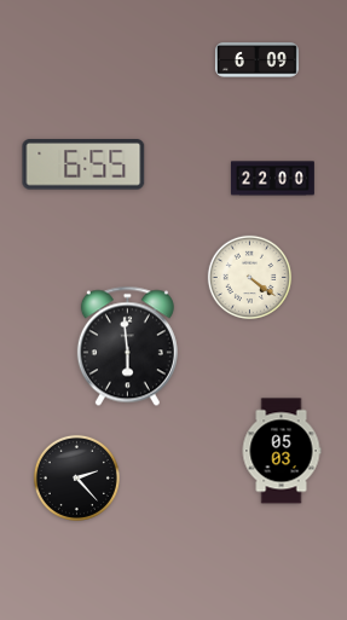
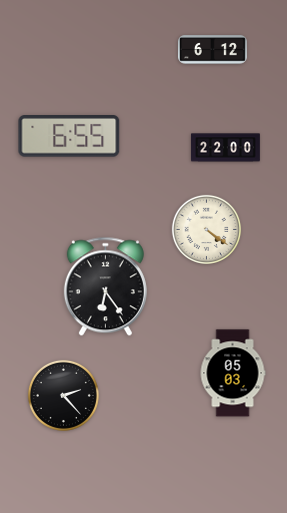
clock at (256, 60): 6:09 -> 6:12
clock at (127, 347): 5:59 -> 6:24
